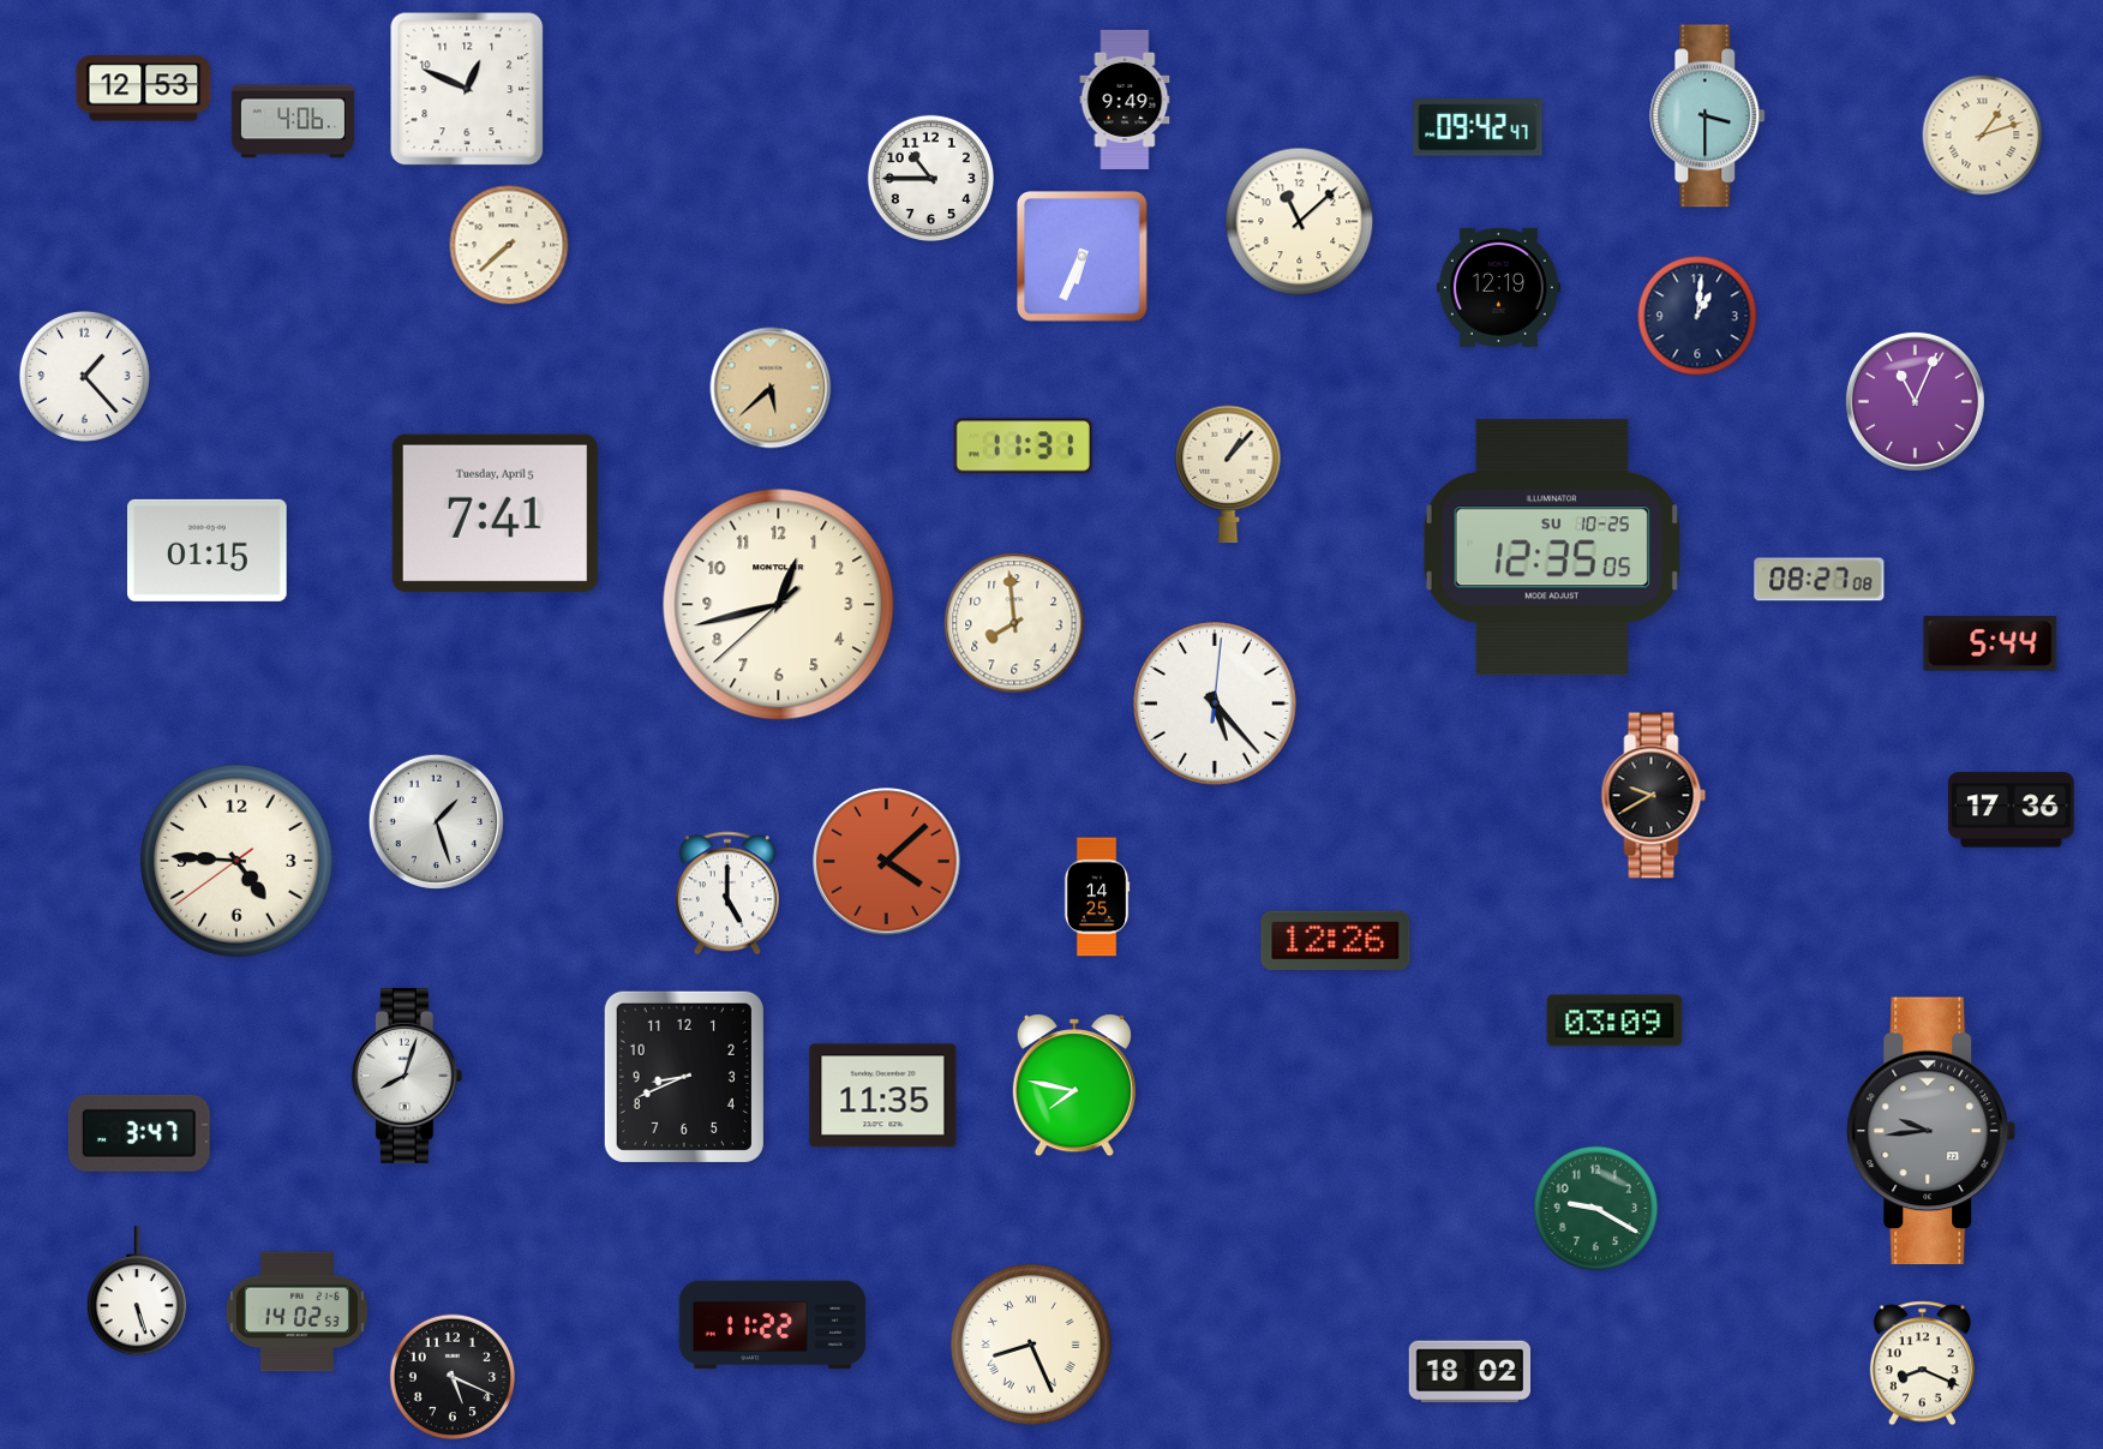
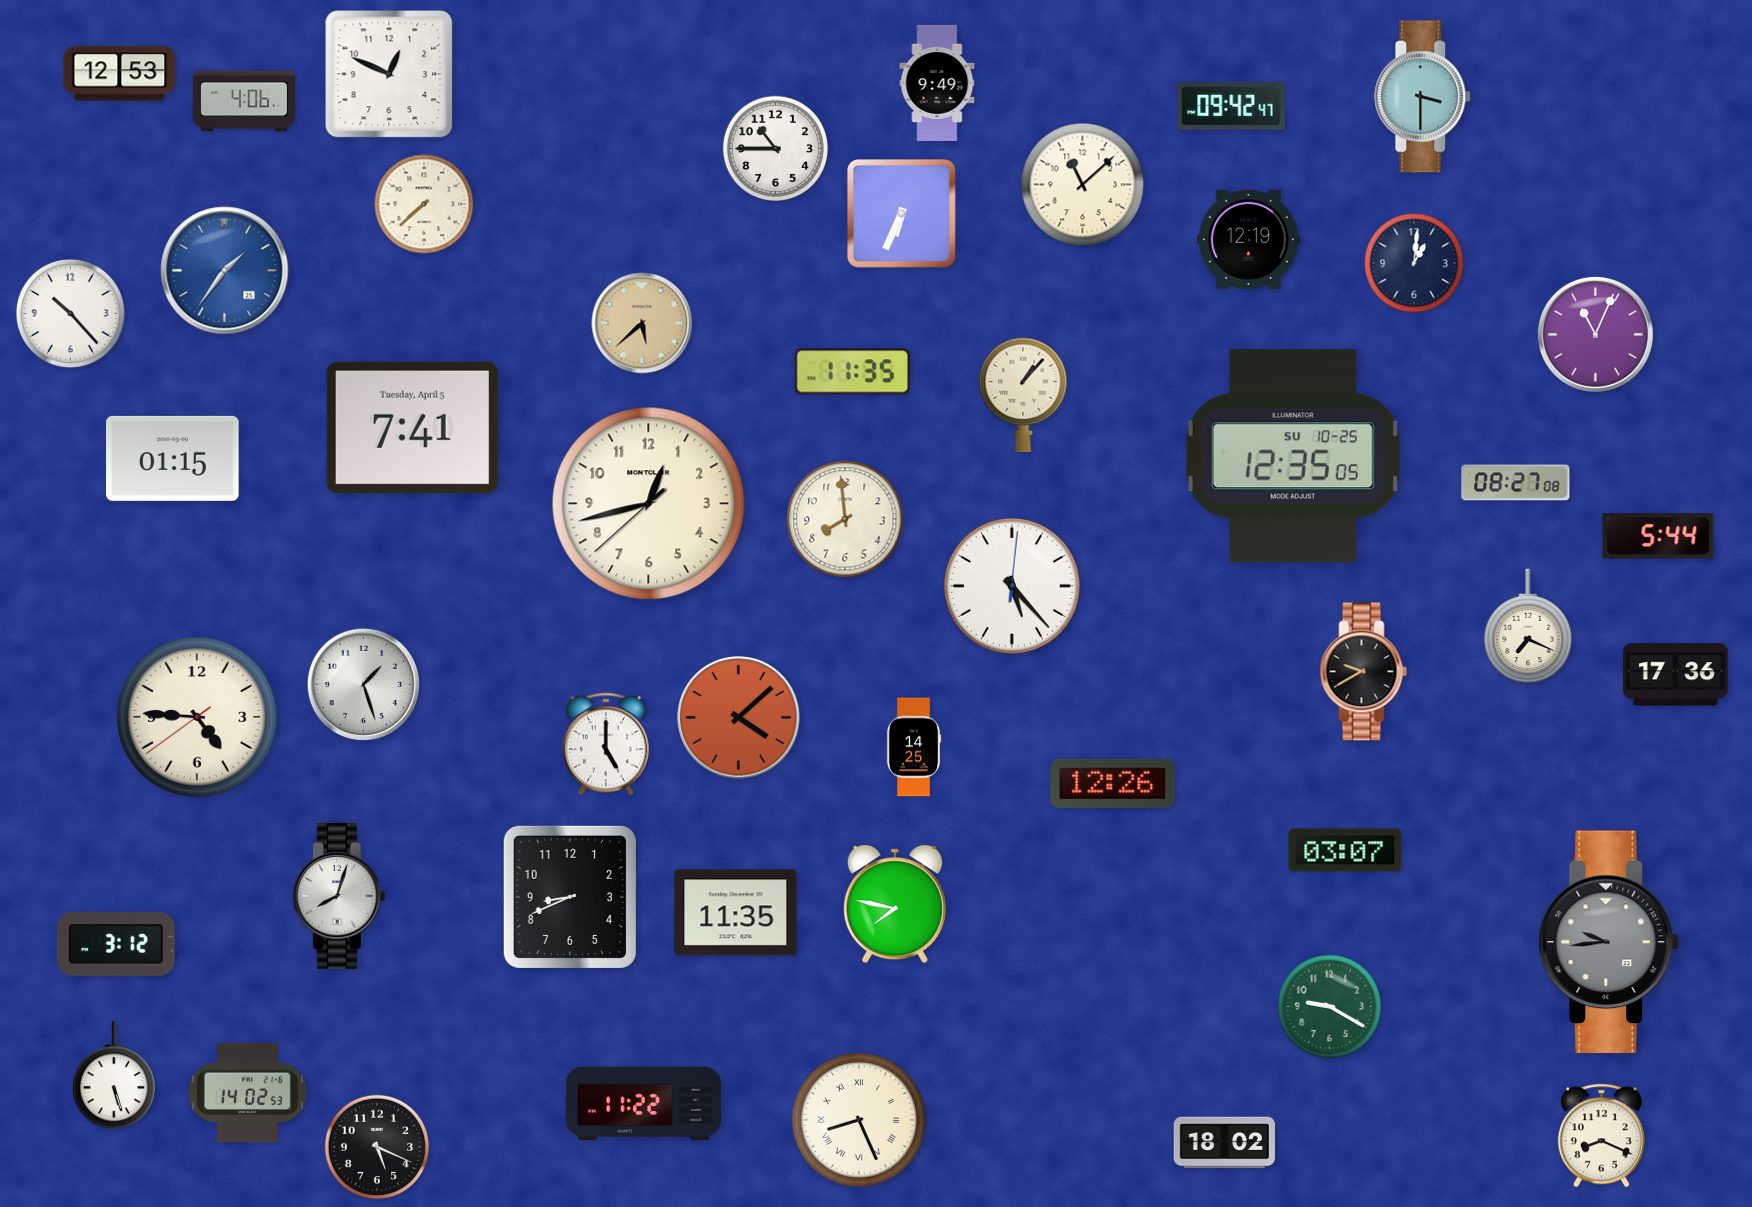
clock at (1983, 136): 1:12 -> none
clock at (225, 271): none -> 1:36
clock at (84, 376): 1:23 -> 10:23
clock at (1023, 447): 11:31 -> 11:35
clock at (1528, 626): none -> 7:19
clock at (1654, 796) position: (1654, 796) -> (1364, 672)
clock at (1614, 1020): 03:09 -> 03:07
clock at (139, 1133): 3:47 -> 3:12
